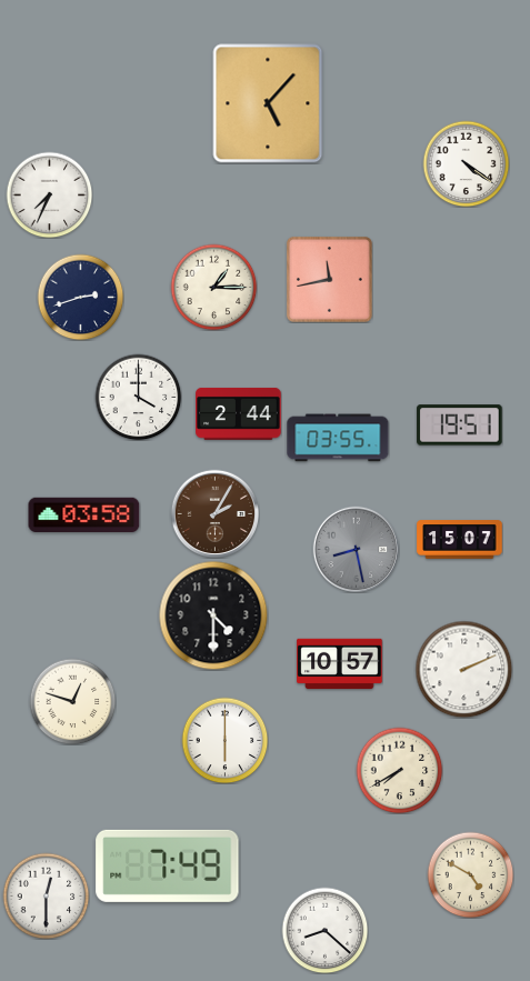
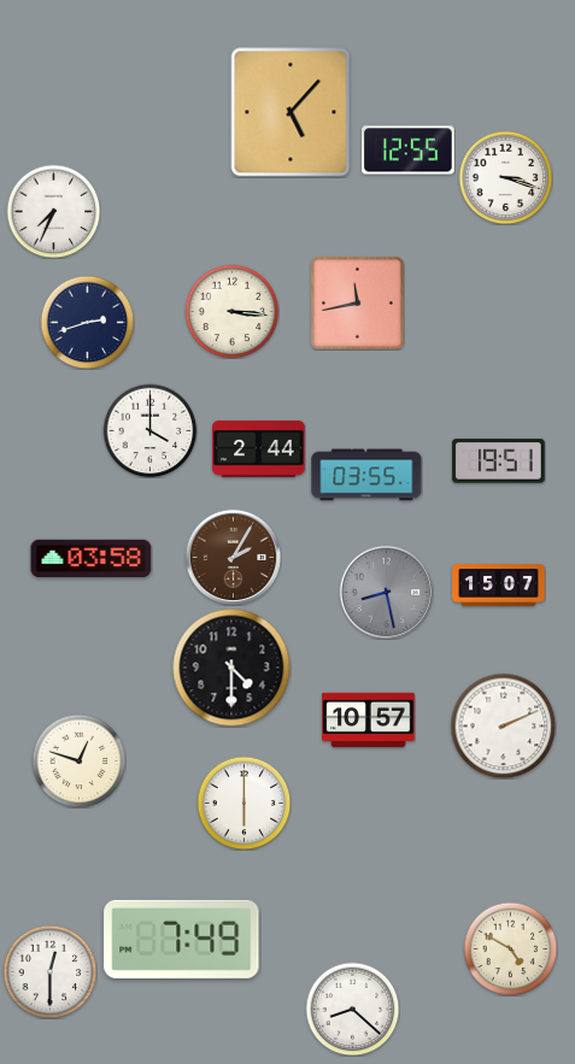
clock at (409, 151): none -> 12:55
clock at (466, 163): 4:21 -> 3:18
clock at (213, 287): 1:15 -> 3:16
clock at (356, 549) position: (356, 549) -> (386, 592)
clock at (399, 770): 7:40 -> none
